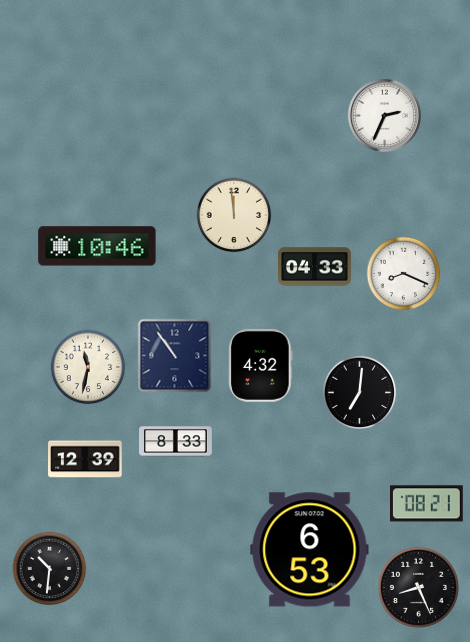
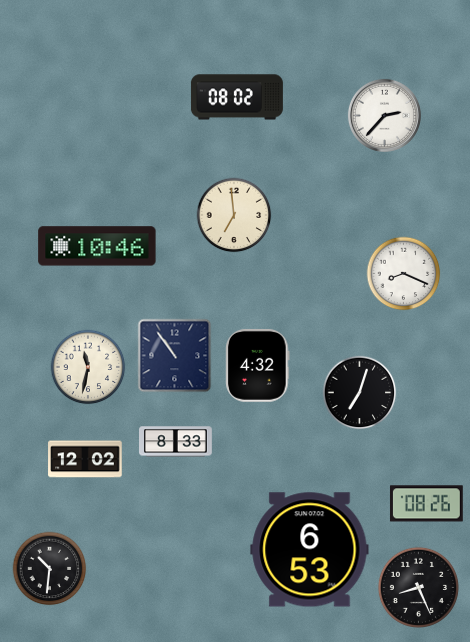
clock at (237, 97): none -> 08:02
clock at (384, 115): 2:34 -> 2:37
clock at (234, 215): 11:59 -> 6:59
clock at (315, 267): 04:33 -> none
clock at (261, 365) position: (261, 365) -> (258, 365)
clock at (360, 393): 7:01 -> 7:03
clock at (85, 459): 12:39 -> 12:02
clock at (426, 504): 08:21 -> 08:26
